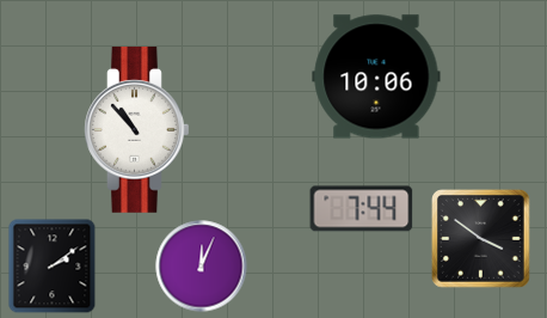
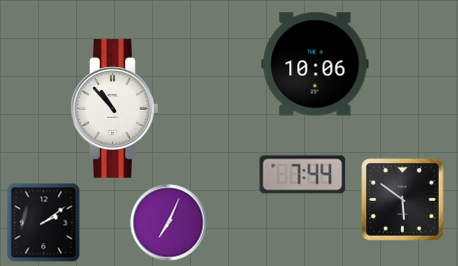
clock at (481, 239): 3:51 -> 5:51
clock at (202, 267): 12:04 -> 7:04
